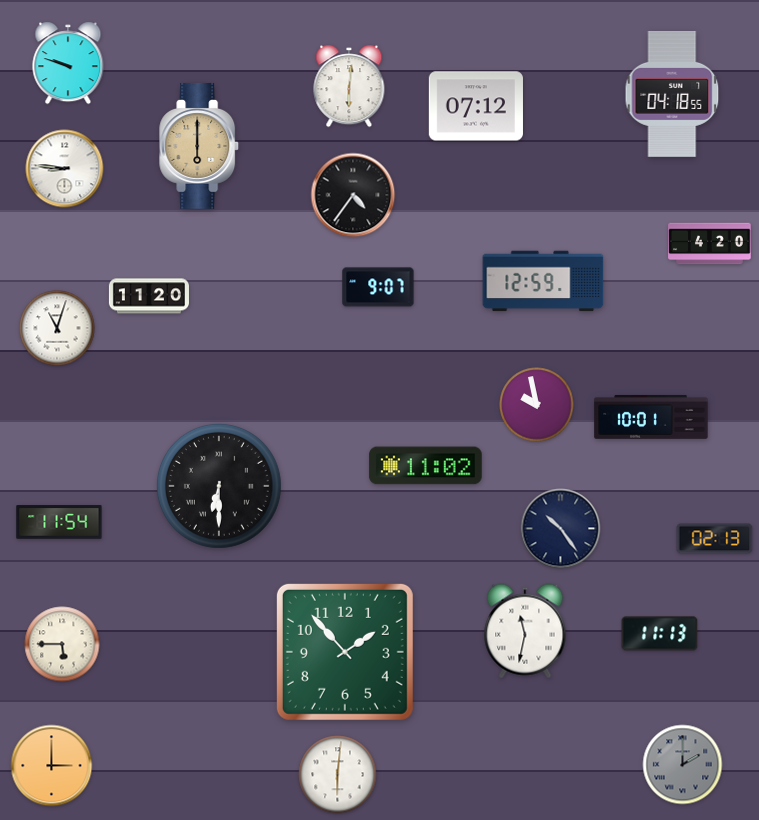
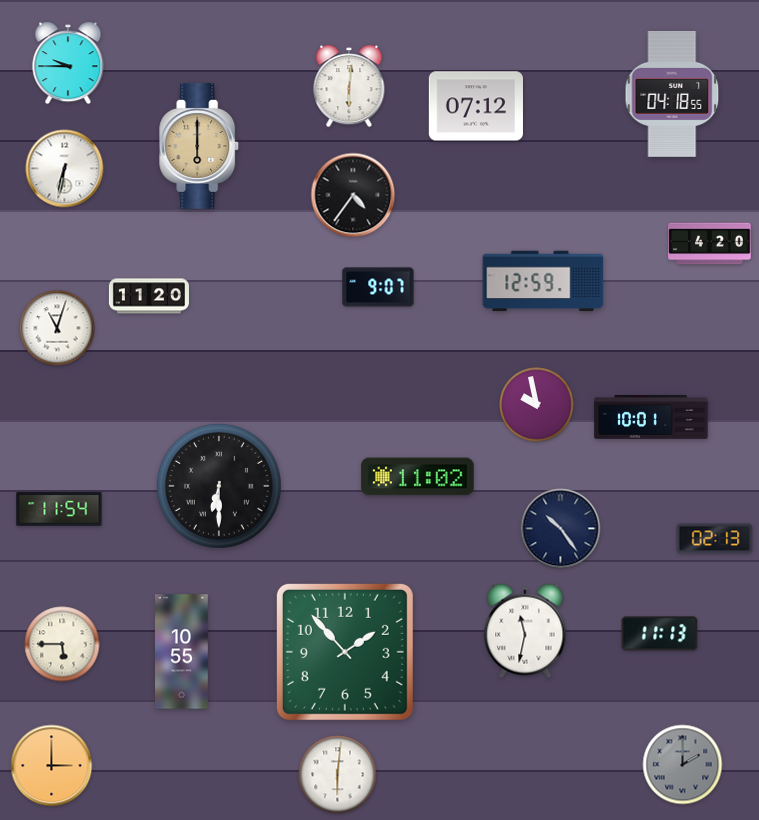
clock at (68, 63): 9:48 -> 9:45
clock at (65, 169): 8:46 -> 6:32
clock at (426, 466) position: (426, 466) -> (418, 477)
clock at (59, 522) position: (59, 522) -> (59, 509)
clock at (182, 652): none -> 10:55
